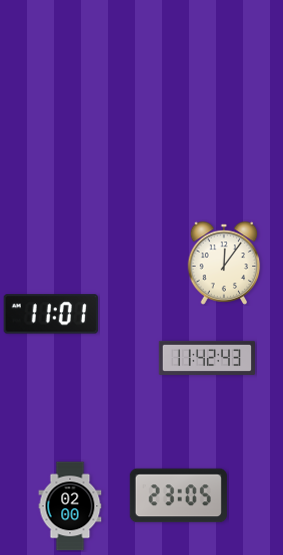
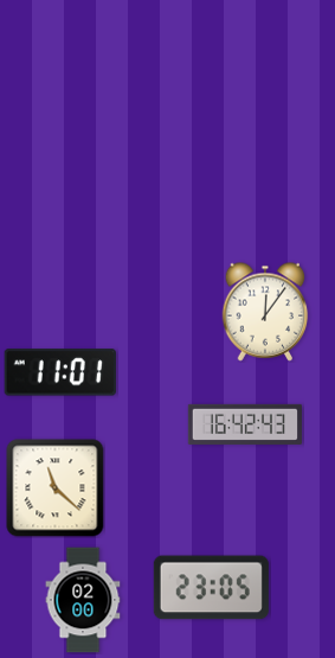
clock at (206, 358): 11:42 -> 16:42
clock at (56, 488): none -> 11:22
